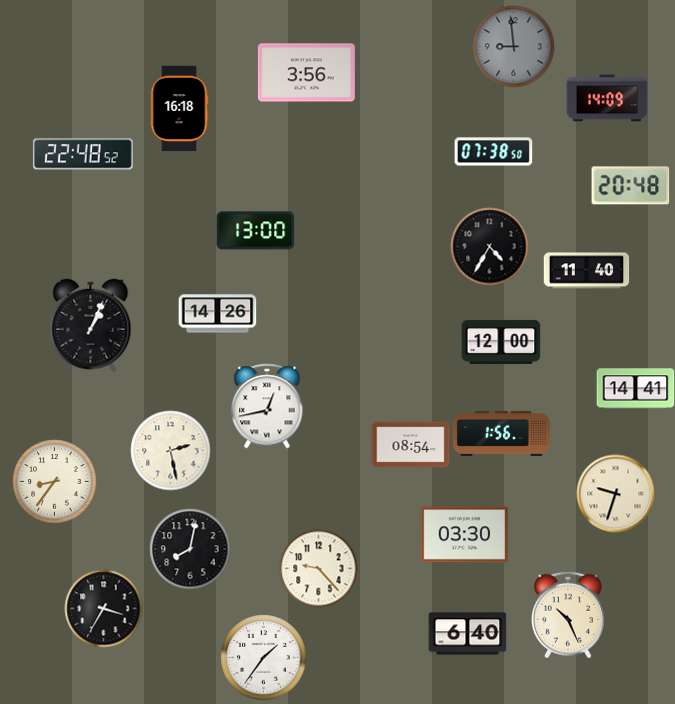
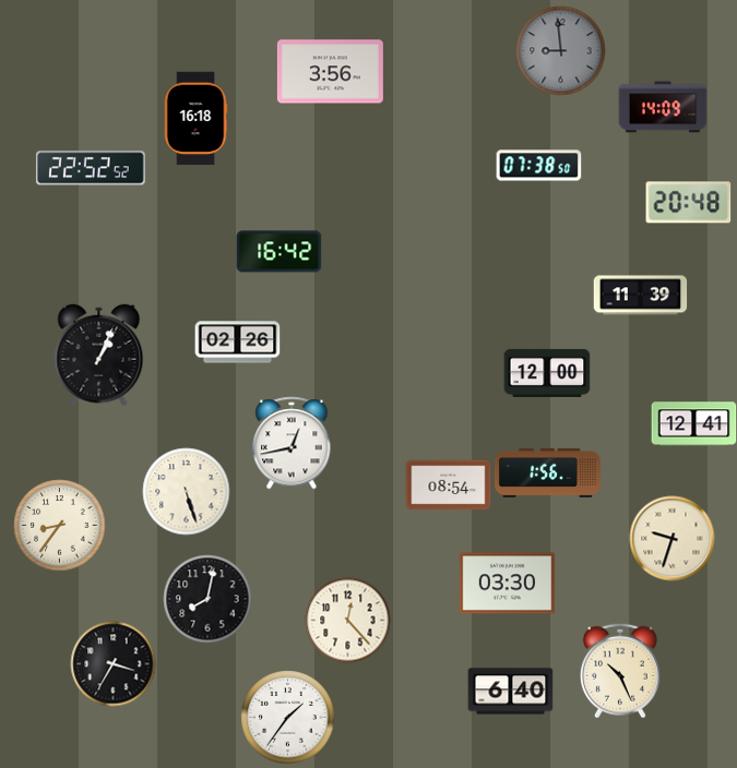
clock at (306, 73) position: (306, 73) -> (330, 72)
clock at (83, 154): 22:48 -> 22:52
clock at (255, 231): 13:00 -> 16:42
clock at (489, 246): 4:35 -> none
clock at (586, 271): 11:40 -> 11:39
clock at (217, 314): 14:26 -> 02:26
clock at (635, 389): 14:41 -> 12:41
clock at (170, 450): 2:28 -> 5:27
clock at (318, 568): 9:23 -> 12:23
